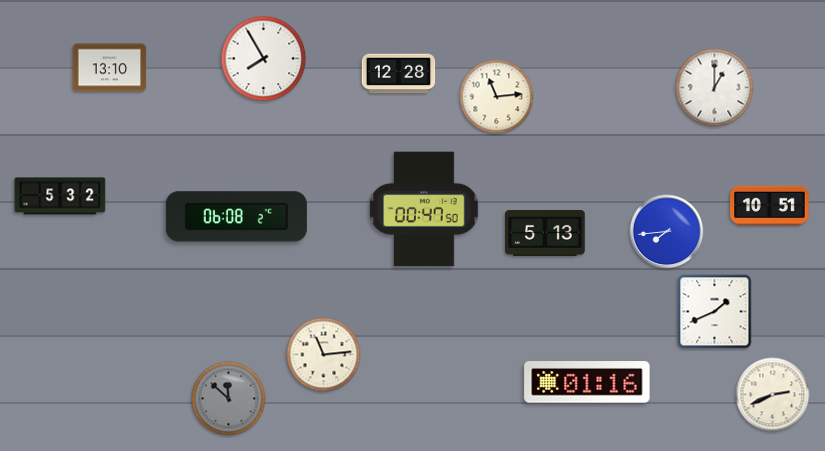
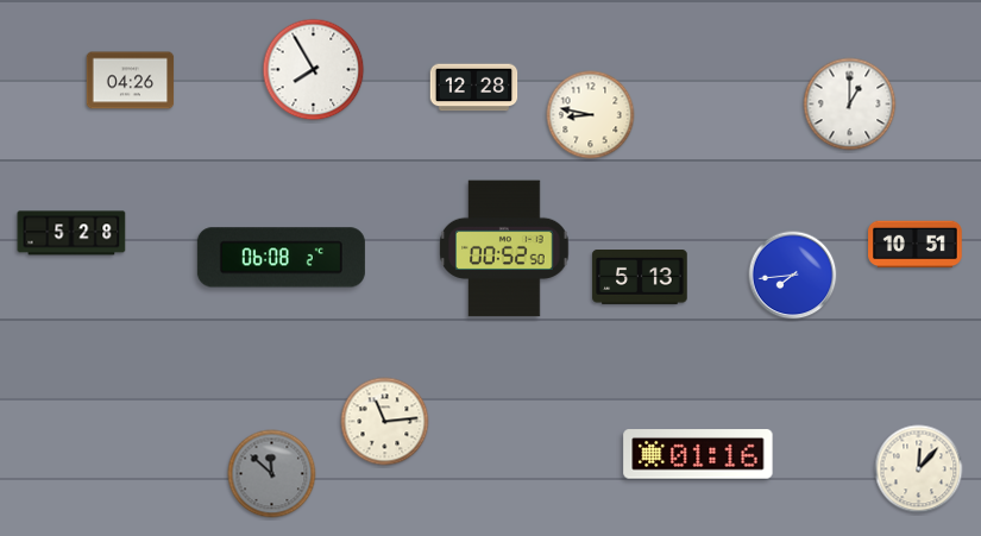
clock at (110, 68): 13:10 -> 04:26
clock at (497, 97): 11:14 -> 8:47
clock at (60, 196): 5:32 -> 5:28
clock at (424, 209): 00:47 -> 00:52
clock at (545, 234) position: (545, 234) -> (640, 278)
clock at (715, 312): 1:41 -> none
clock at (773, 395): 2:41 -> 12:07
